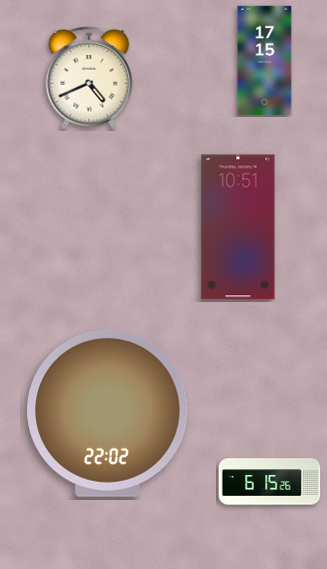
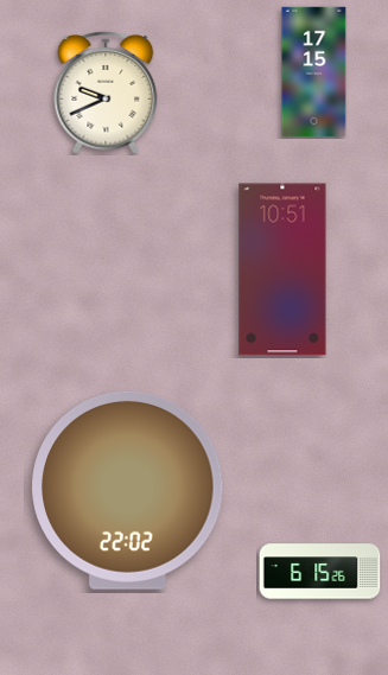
clock at (89, 78): 4:41 -> 9:41
